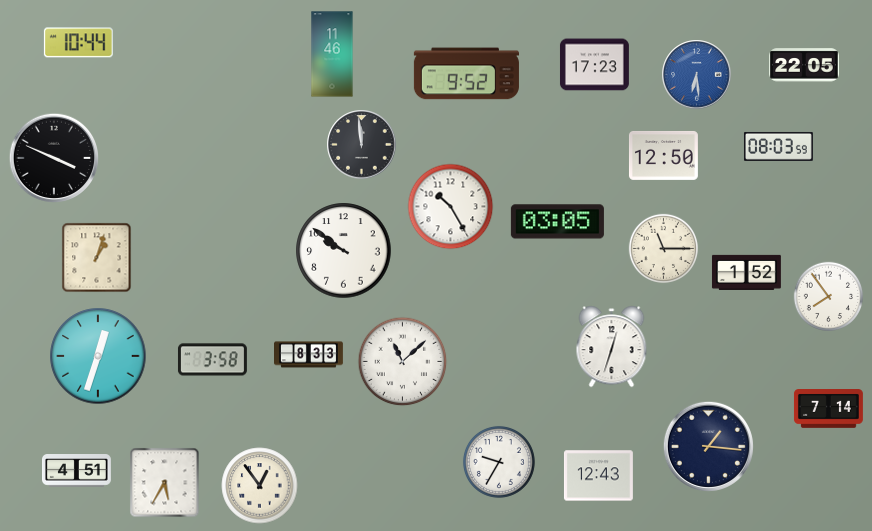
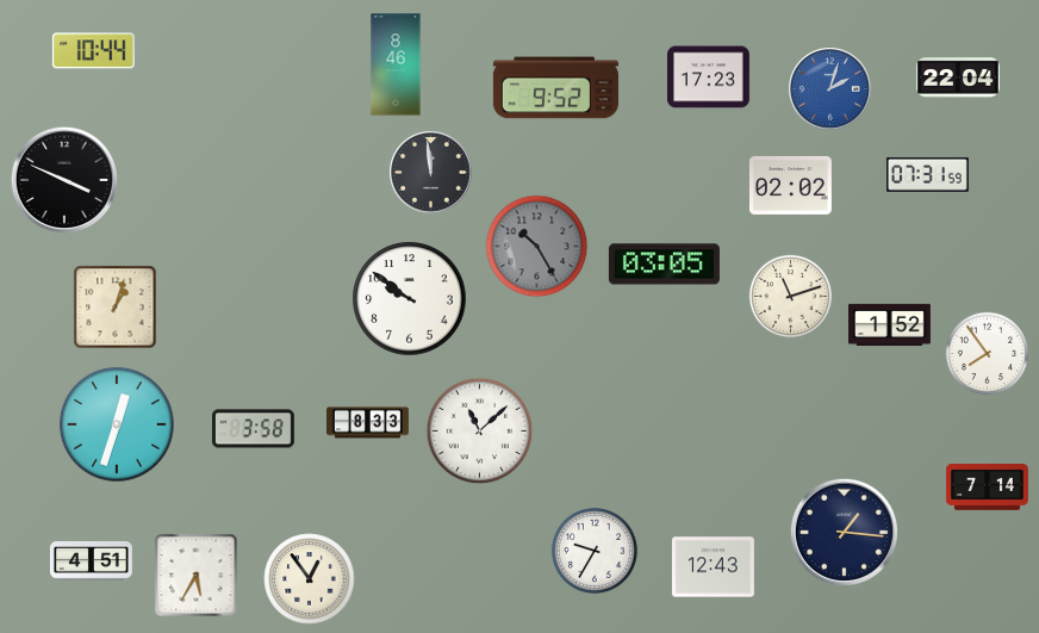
clock at (332, 54): 11:46 -> 8:46
clock at (804, 65): 22:05 -> 22:04
clock at (697, 75): 6:29 -> 2:03
clock at (778, 146): 08:03 -> 07:31
clock at (663, 155): 12:50 -> 02:02
clock at (53, 157) position: (53, 157) -> (63, 179)
clock at (451, 207) dial: white -> grey
clock at (664, 249): 11:15 -> 11:12
clock at (612, 347): 12:33 -> none
